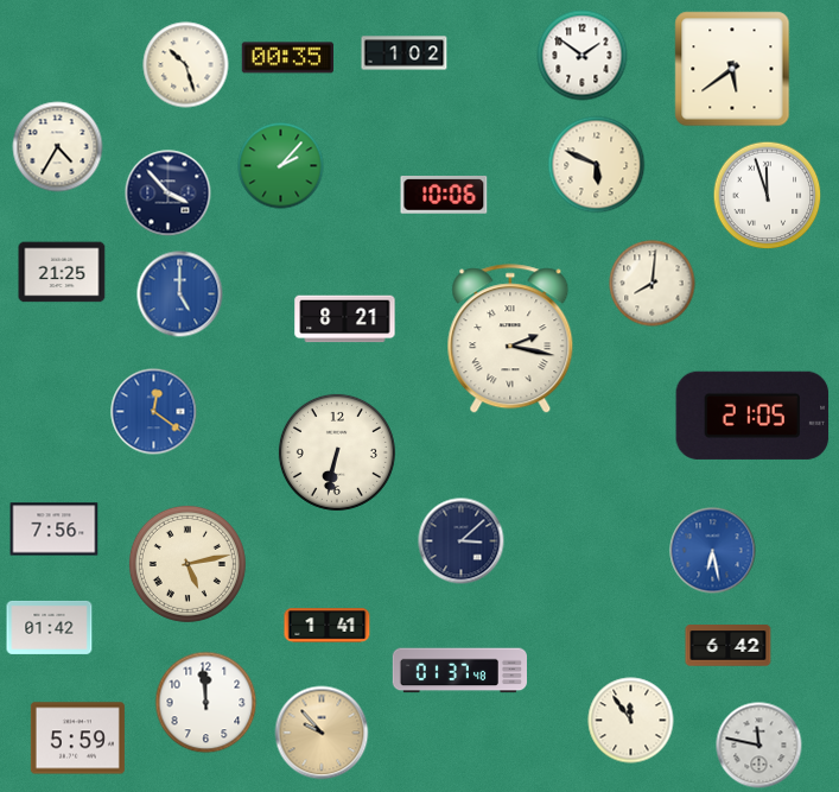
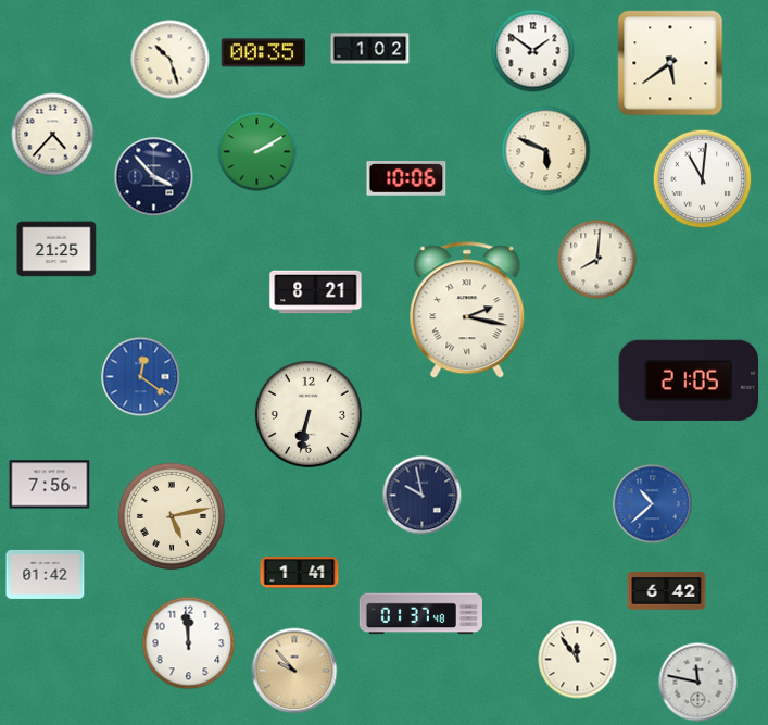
clock at (58, 147): 4:35 -> 4:37
clock at (281, 166): 2:07 -> 2:10
clock at (768, 196): 11:57 -> 11:01
clock at (180, 294): 5:00 -> none
clock at (462, 541): 3:08 -> 9:58
clock at (713, 551): 6:28 -> 10:38
clock at (77, 739): 5:59 -> none
clock at (759, 746) position: (759, 746) -> (698, 683)
